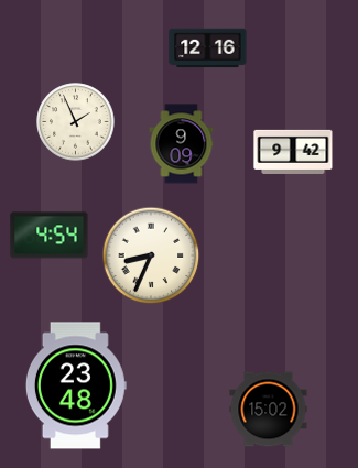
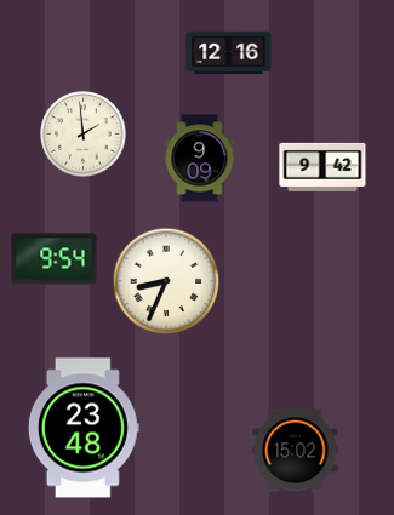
clock at (76, 122): 1:56 -> 1:59
clock at (50, 236): 4:54 -> 9:54
clock at (76, 385) position: (76, 385) -> (84, 428)
